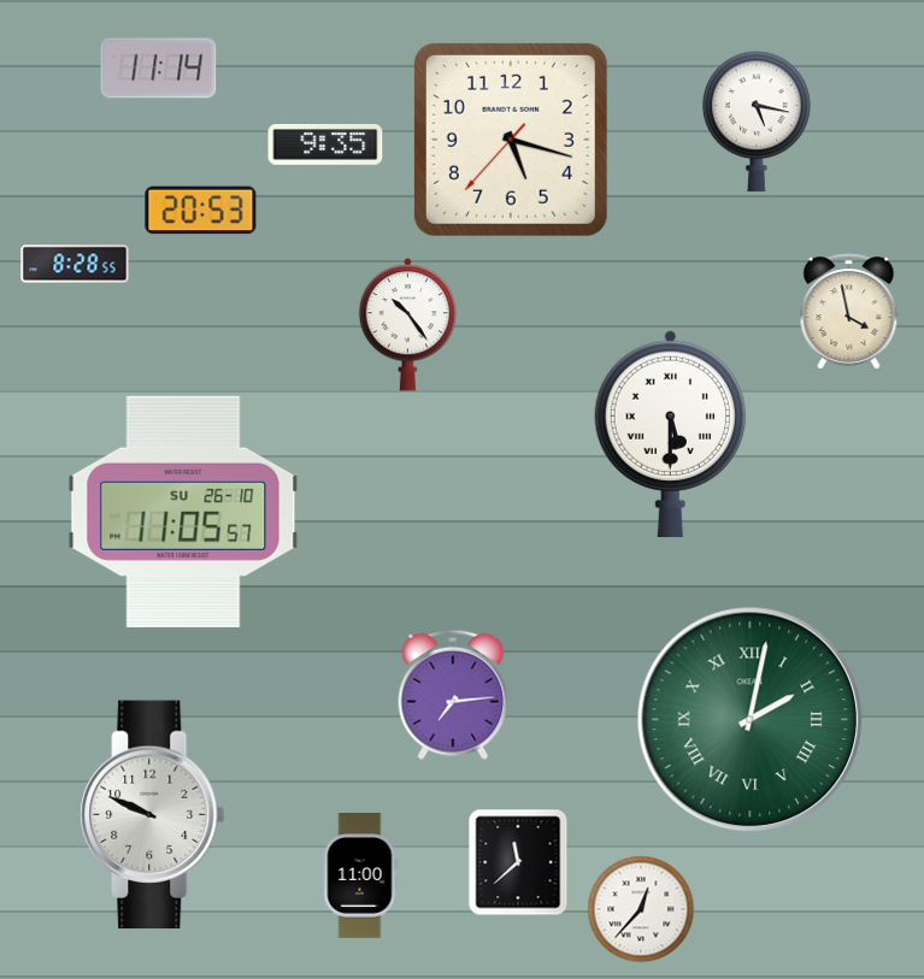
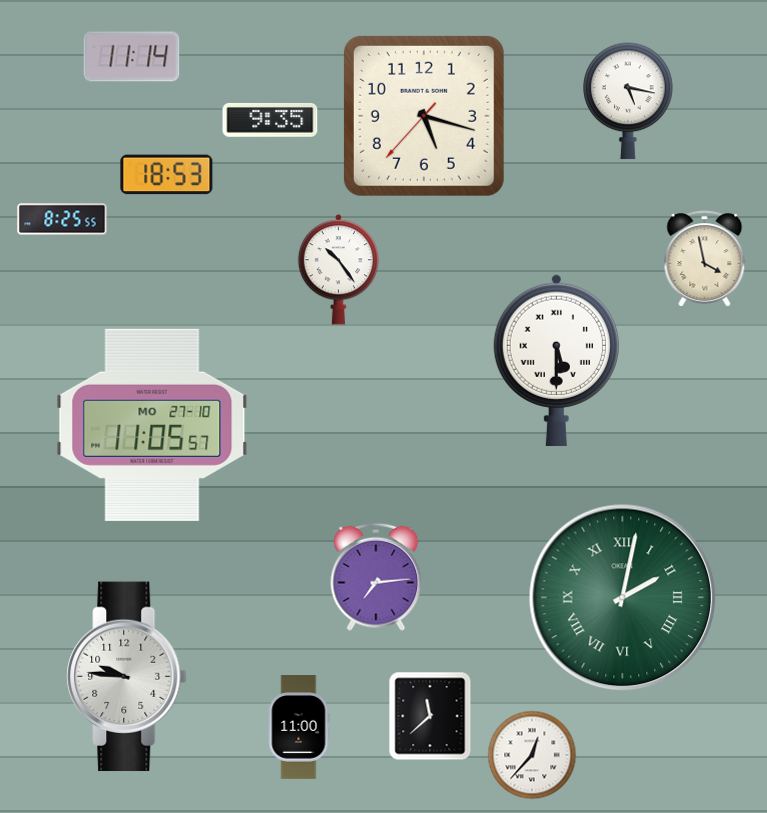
clock at (201, 211): 20:53 -> 18:53
clock at (75, 264): 8:28 -> 8:25
clock at (183, 512) date: SU 26-10 -> MO 27-10
clock at (153, 815): 9:49 -> 9:46
